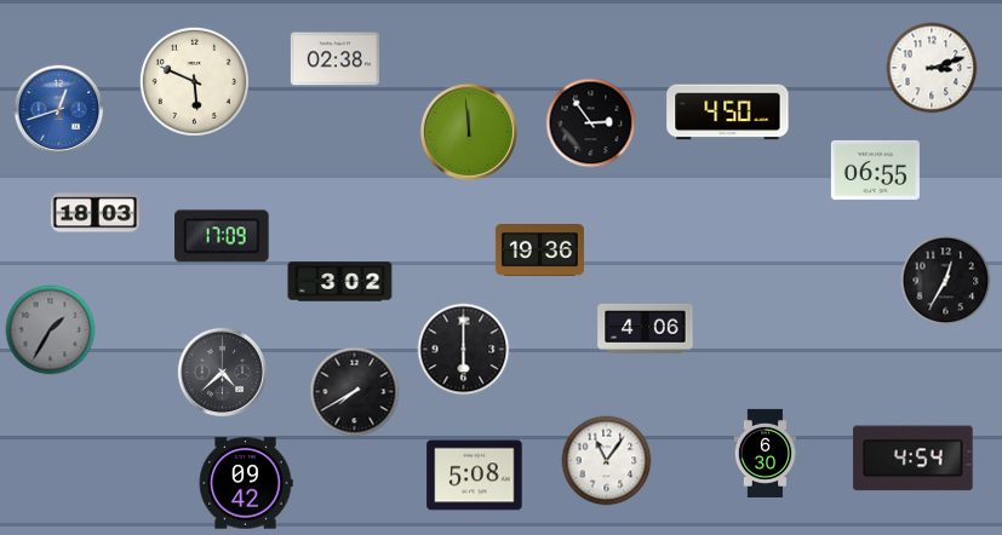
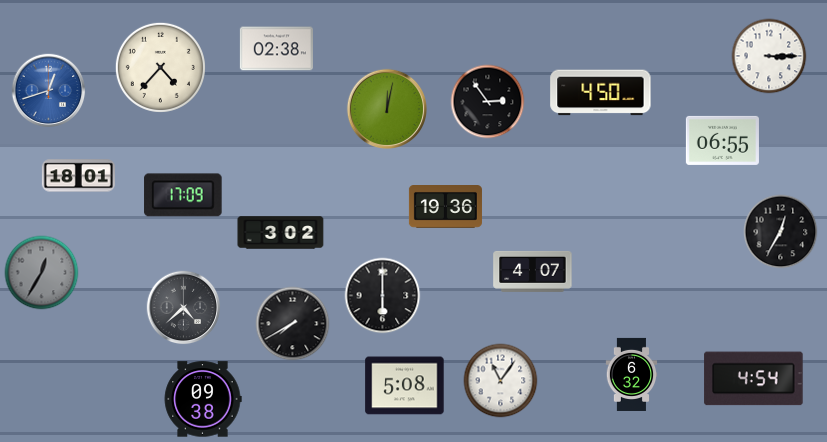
clock at (932, 68): 3:12 -> 3:15
clock at (194, 81): 5:49 -> 4:37
clock at (468, 131): 11:59 -> 12:02
clock at (95, 213): 18:03 -> 18:01
clock at (646, 328): 4:06 -> 4:07
clock at (51, 330): 1:35 -> 12:35
clock at (464, 350) position: (464, 350) -> (383, 296)
clock at (766, 453): 6:30 -> 6:32
clock at (475, 476) position: (475, 476) -> (405, 386)
clock at (246, 483): 09:42 -> 09:38
